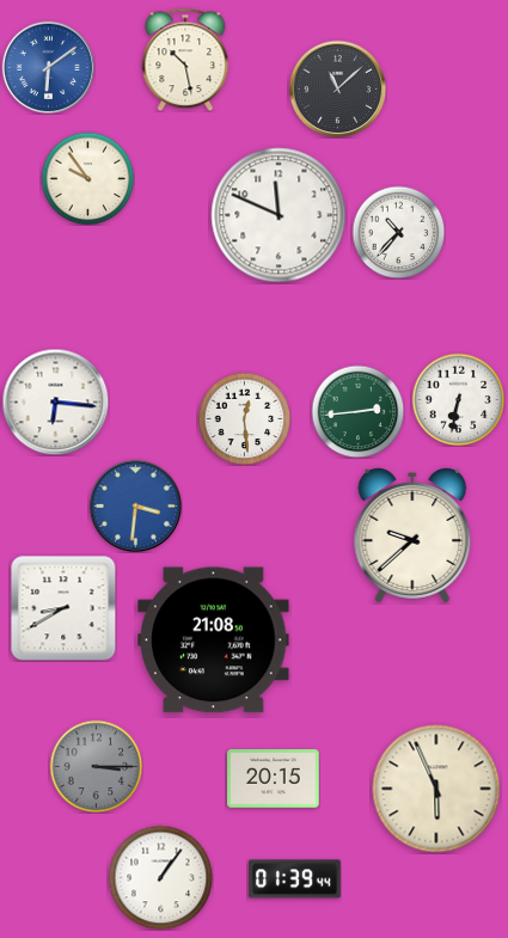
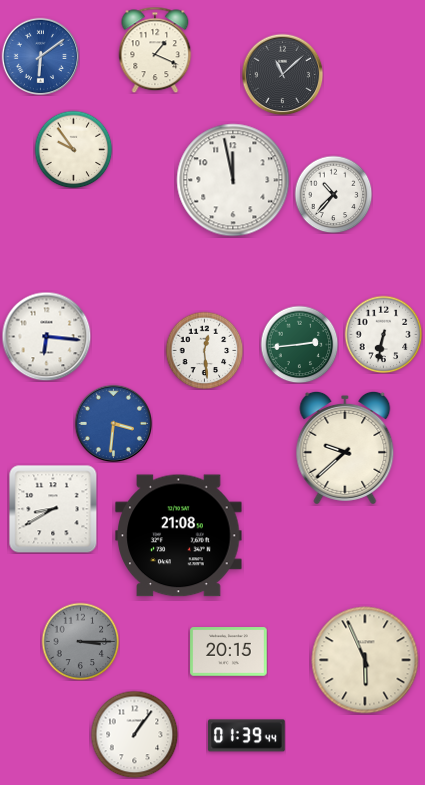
clock at (185, 60): 10:28 -> 1:19
clock at (279, 215): 11:49 -> 11:58
